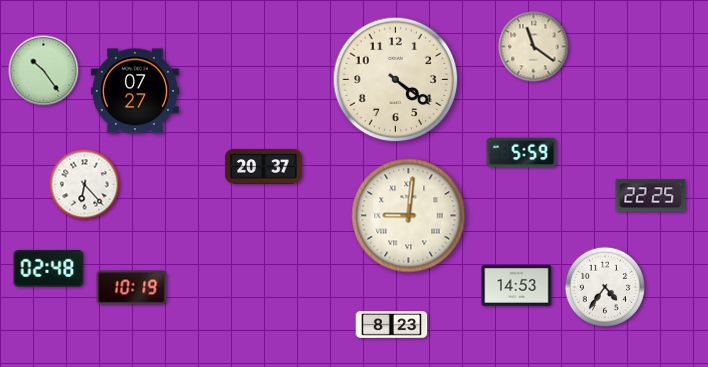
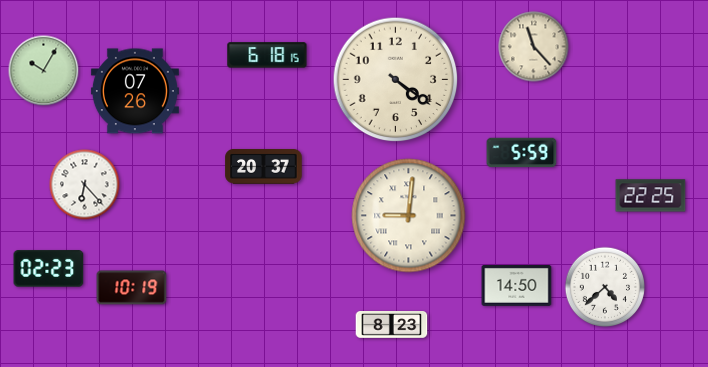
clock at (534, 47): 11:21 -> 11:23
clock at (267, 55): none -> 6:18
clock at (44, 71): 10:24 -> 10:05
clock at (135, 91): 07:27 -> 07:26
clock at (49, 269): 02:48 -> 02:23
clock at (517, 285): 14:53 -> 14:50
clock at (604, 286): 4:36 -> 4:38
